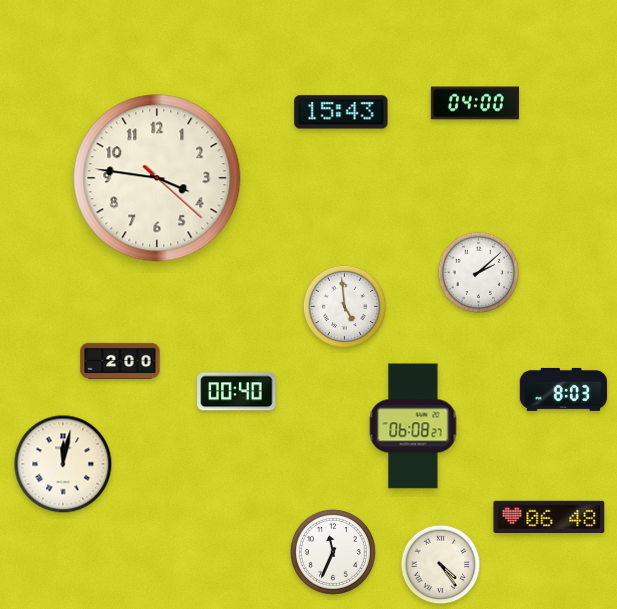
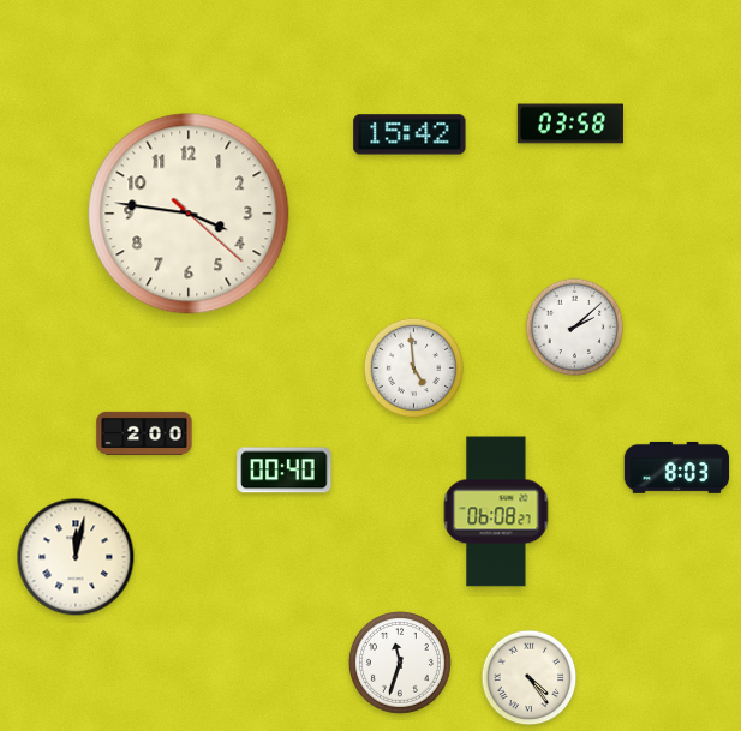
clock at (475, 103): 04:00 -> 03:58
clock at (341, 112): 15:43 -> 15:42
clock at (549, 516): 06:48 -> none
clock at (333, 552): 11:34 -> 11:33
